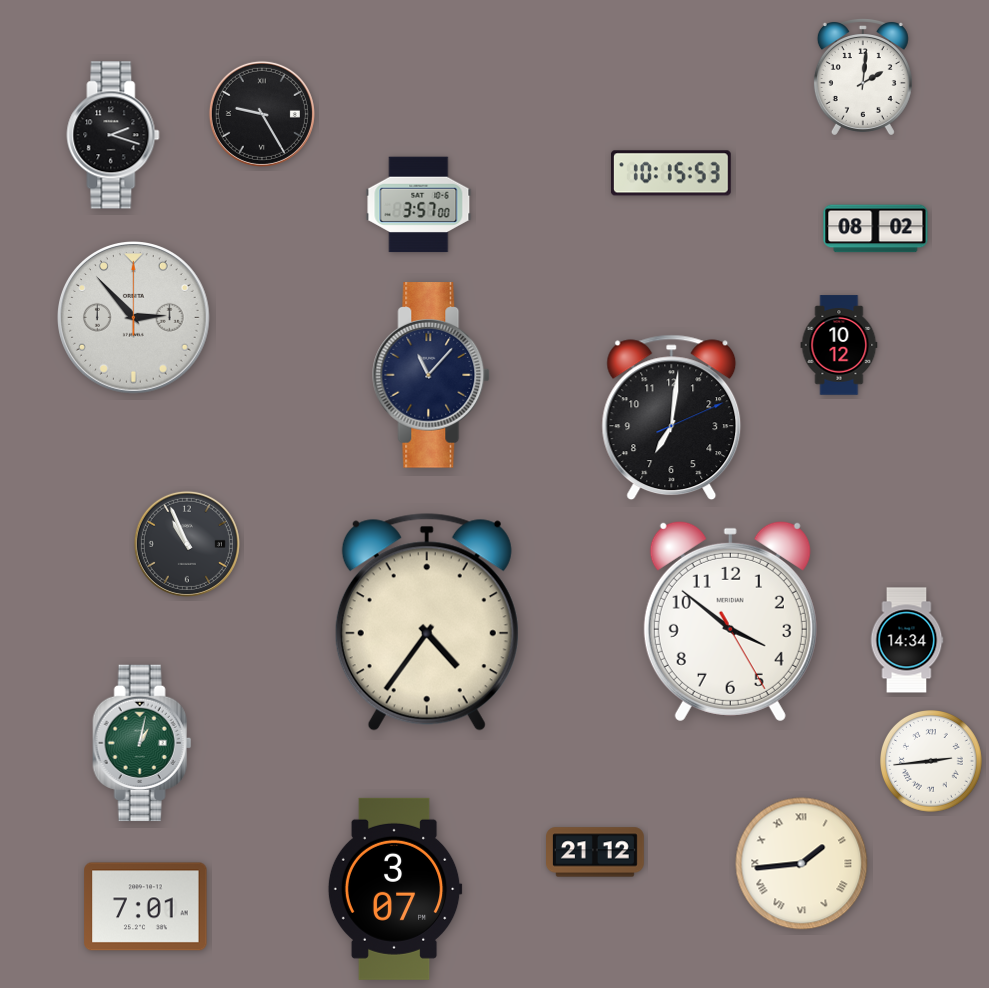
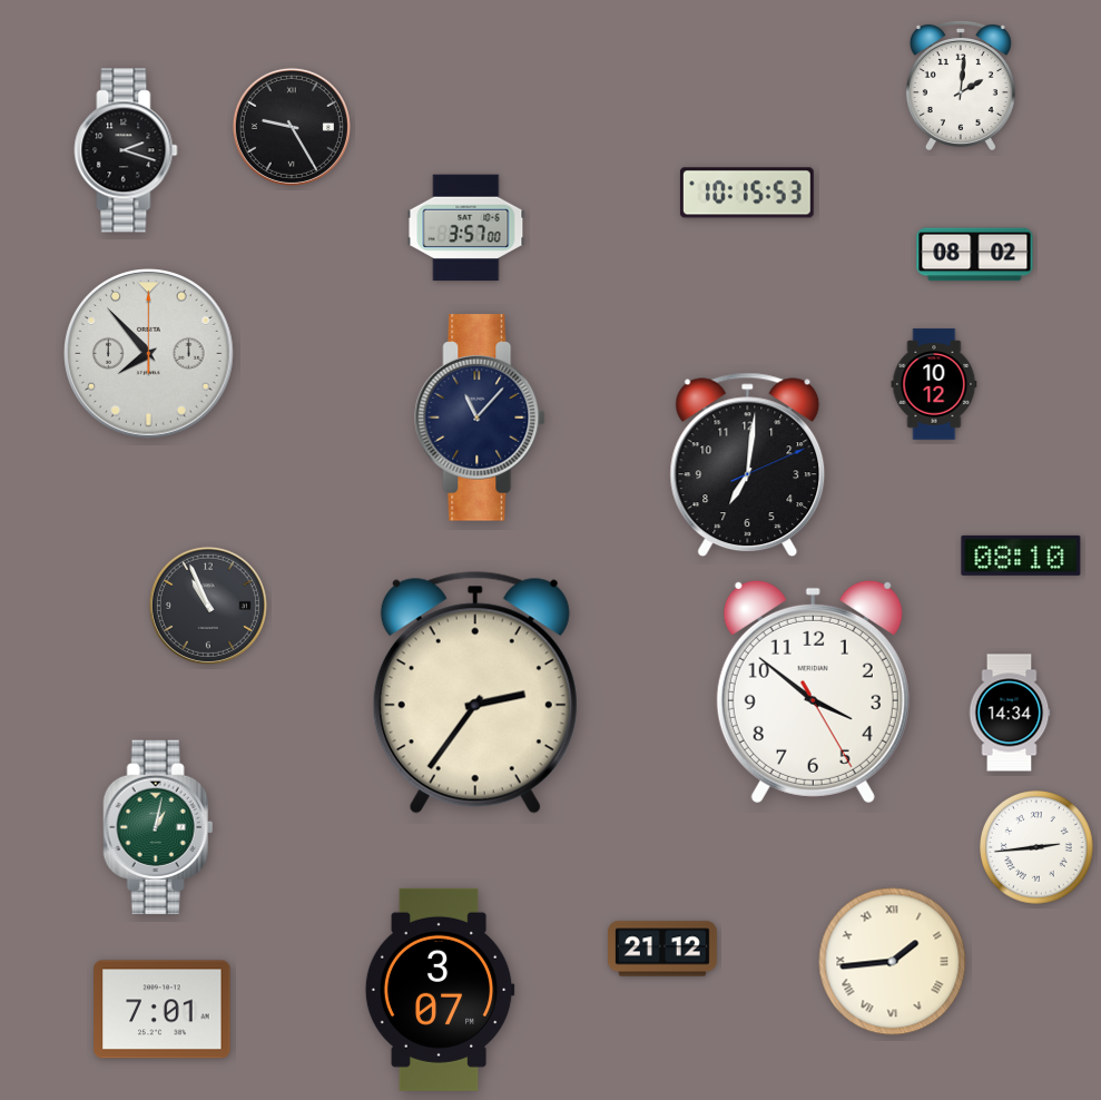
clock at (134, 318): 2:53 -> 7:53
clock at (1021, 556): none -> 08:10
clock at (427, 622): 4:36 -> 2:36
